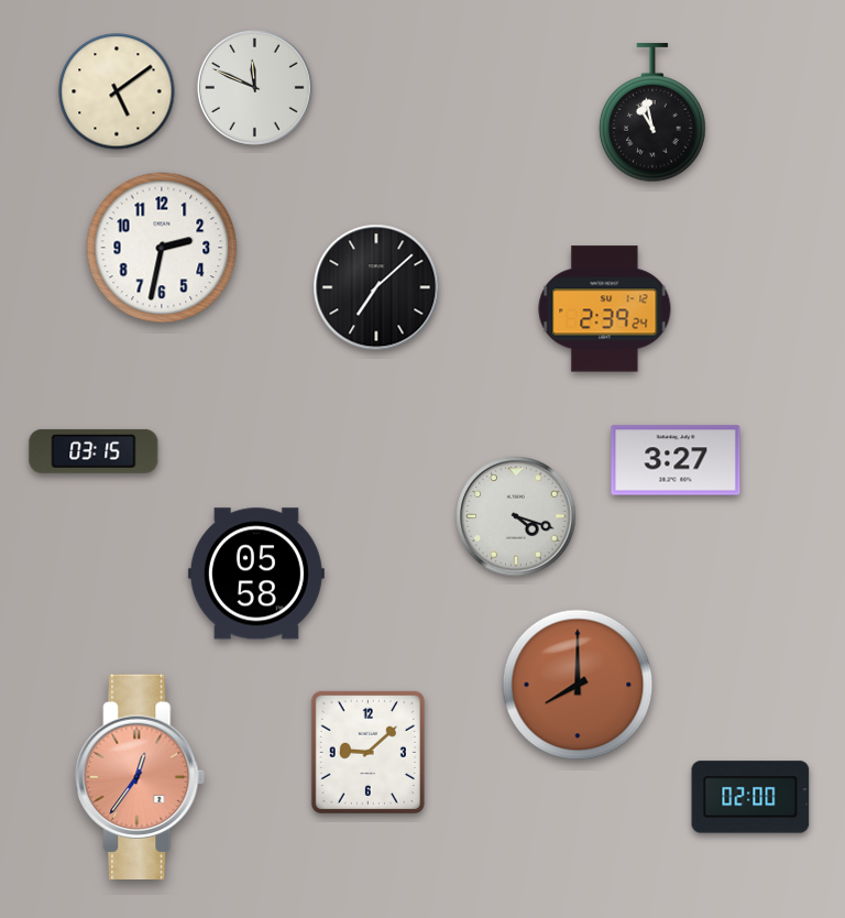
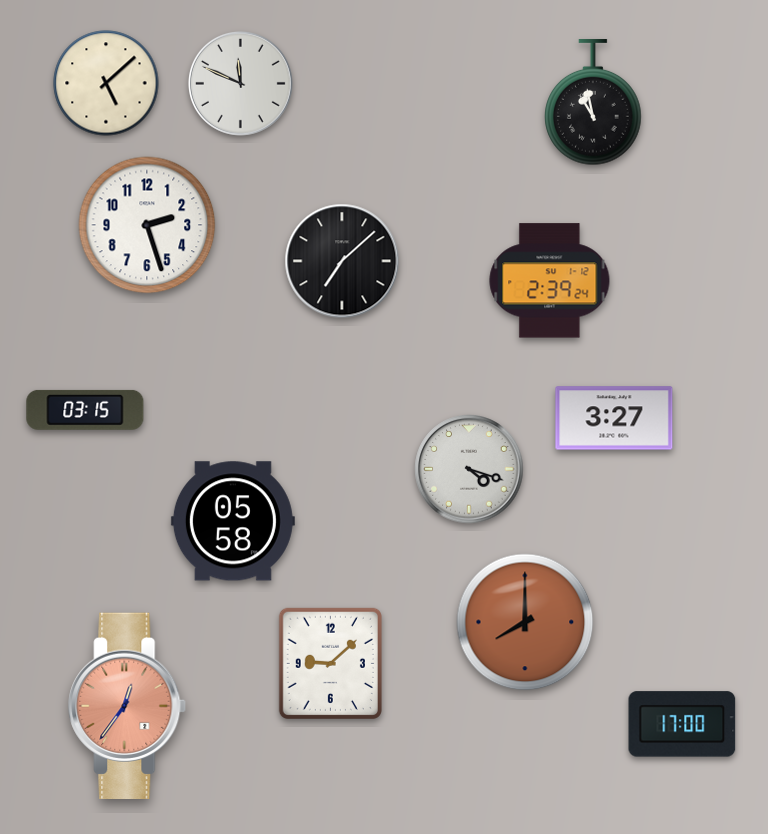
clock at (254, 87) position: (254, 87) -> (240, 83)
clock at (117, 91): 5:09 -> 5:08
clock at (162, 248): 2:32 -> 2:27
clock at (367, 752) position: (367, 752) -> (330, 663)
clock at (750, 797): 02:00 -> 17:00
